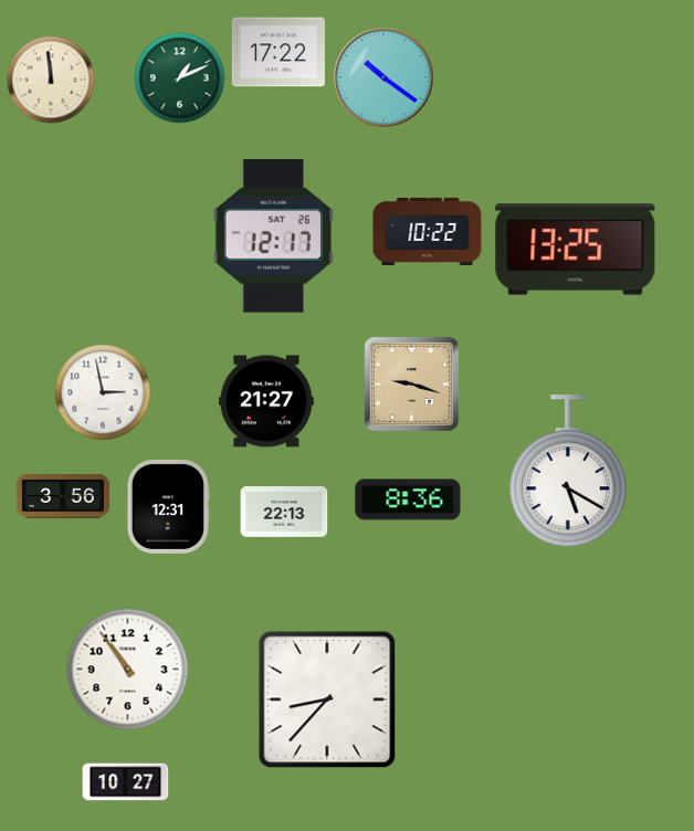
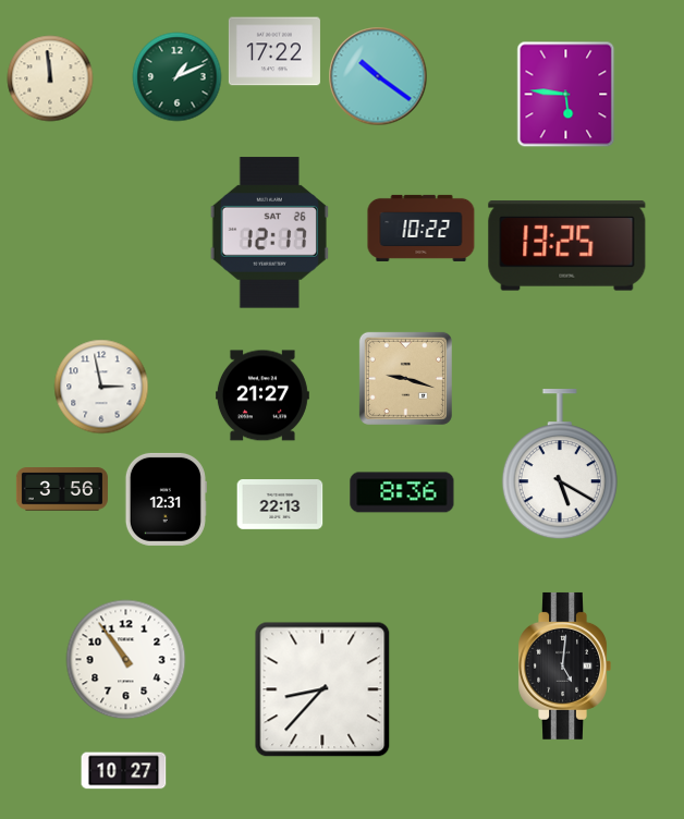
clock at (566, 95): none -> 5:46
clock at (564, 665): none -> 5:01
